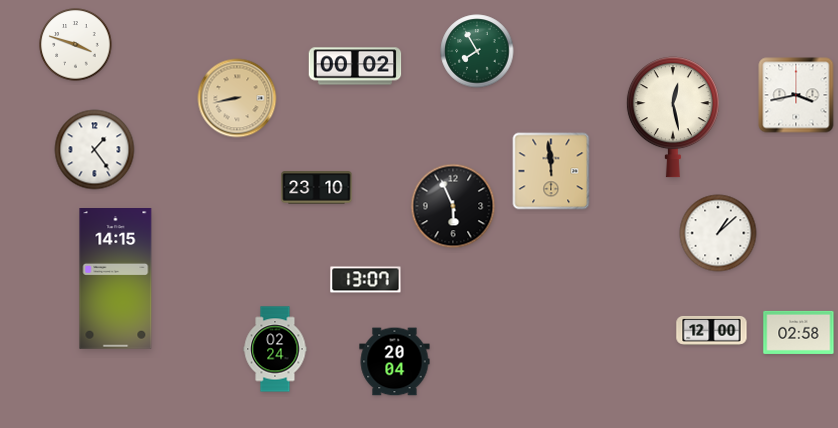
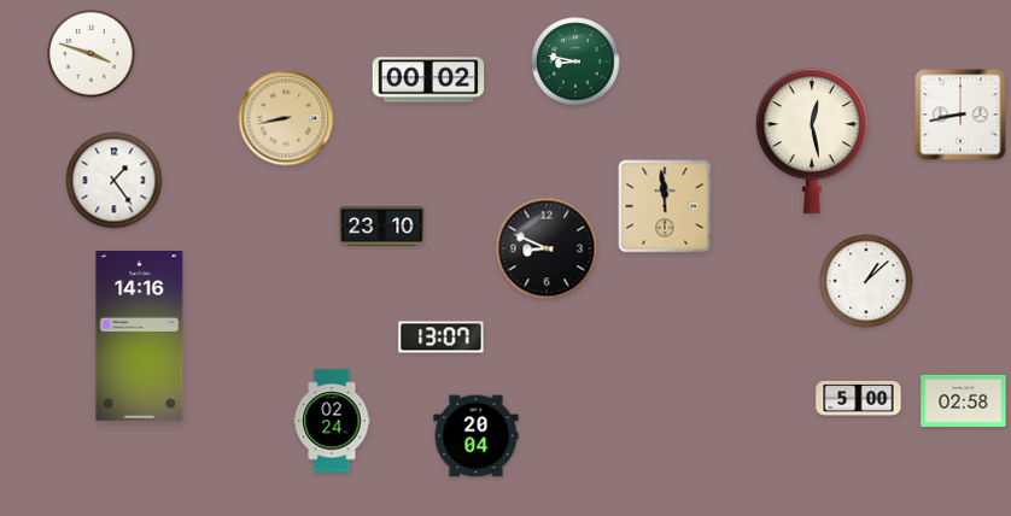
clock at (477, 51): 7:55 -> 8:47
clock at (796, 95): 3:43 -> 8:43
clock at (453, 206): 5:56 -> 8:49
clock at (116, 279): 14:15 -> 14:16
clock at (712, 330): 12:00 -> 5:00
